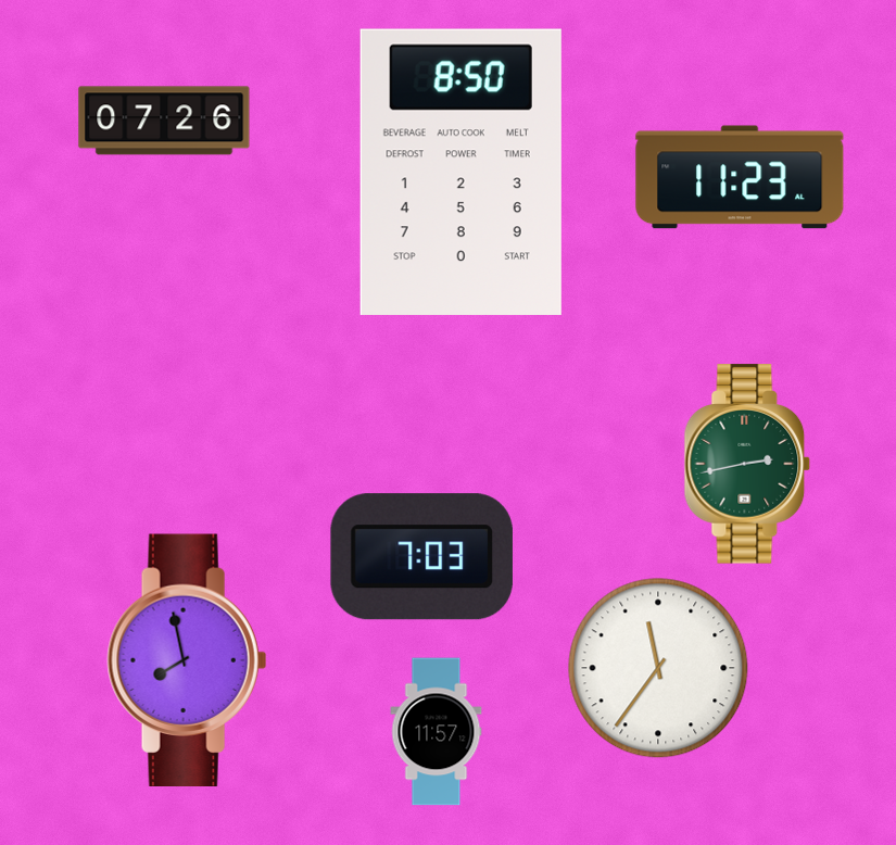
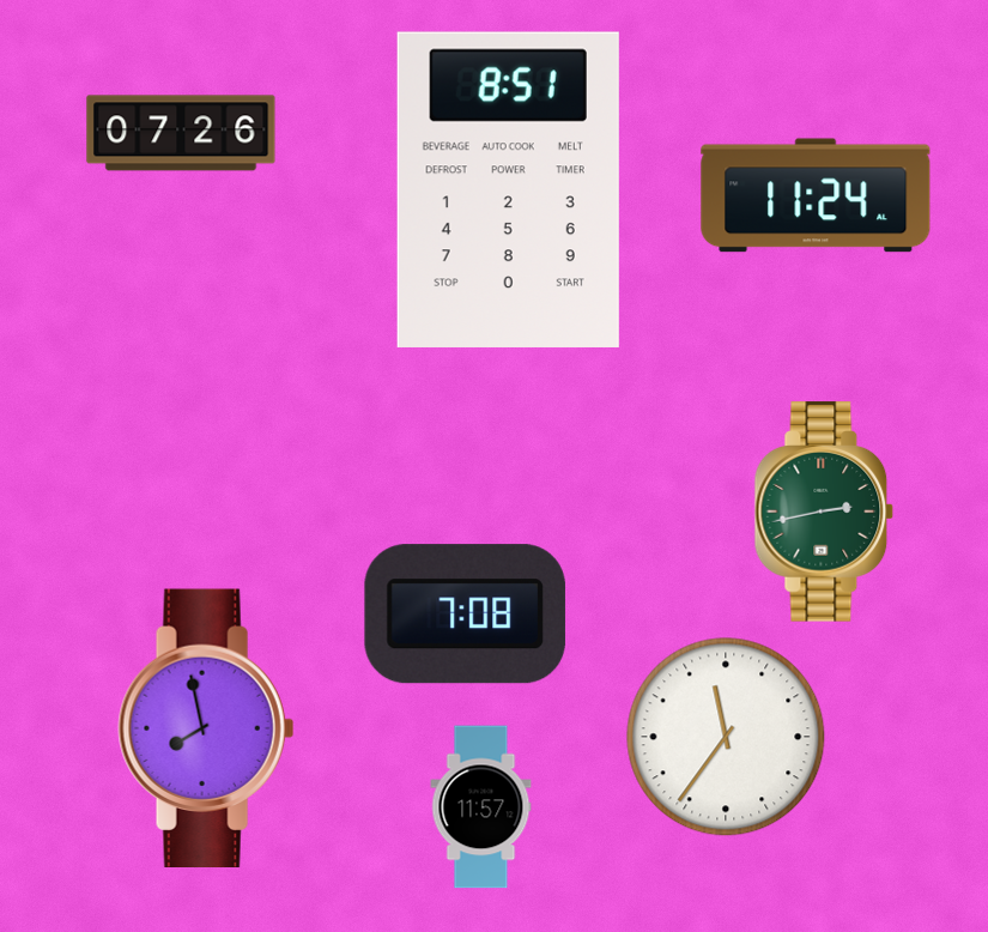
clock at (460, 172): 8:50 -> 8:51
clock at (740, 177): 11:23 -> 11:24
clock at (421, 557): 7:03 -> 7:08
